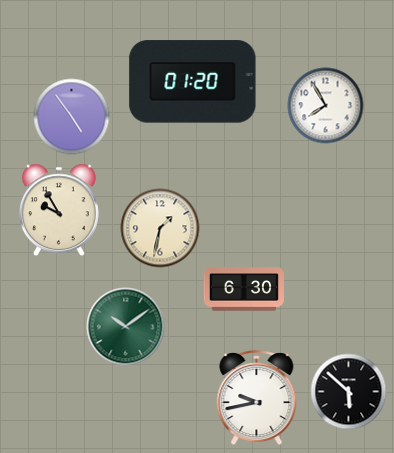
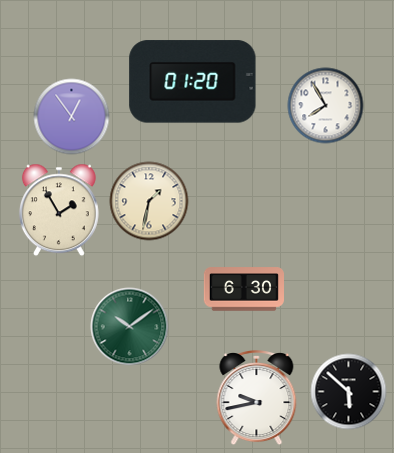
clock at (72, 117): 4:54 -> 12:54
clock at (59, 210): 9:55 -> 1:55
clock at (160, 228) position: (160, 228) -> (149, 201)
clock at (126, 327) position: (126, 327) -> (130, 327)
